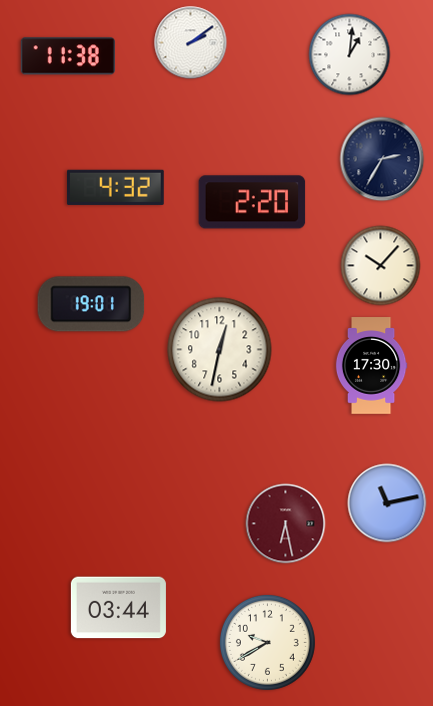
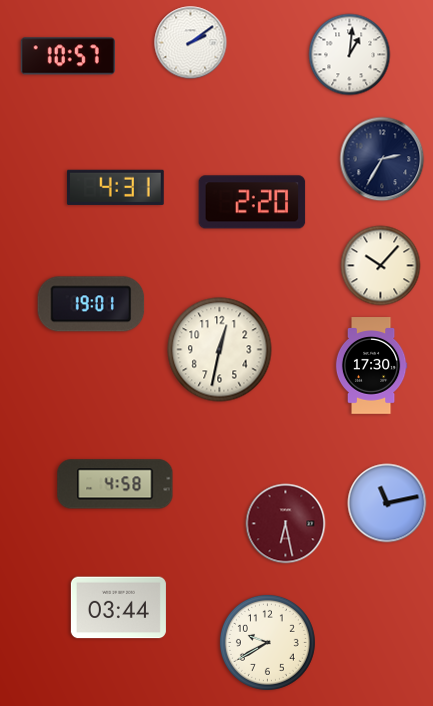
clock at (68, 56): 11:38 -> 10:57
clock at (115, 187): 4:32 -> 4:31
clock at (115, 484): none -> 4:58
